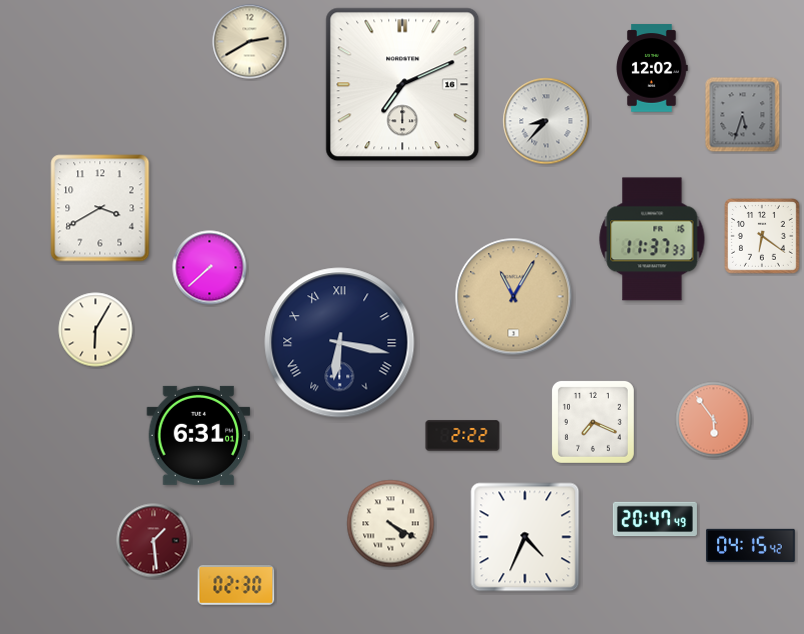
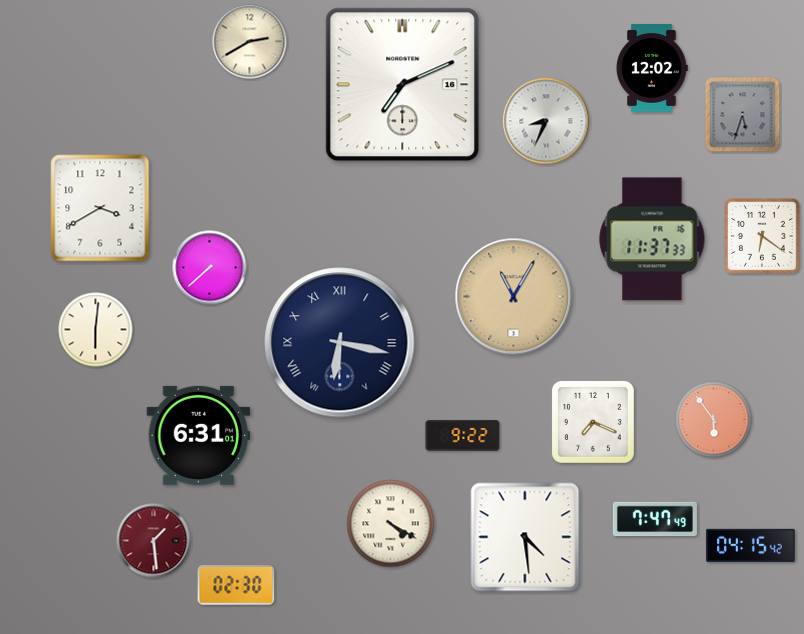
clock at (546, 121): 8:37 -> 8:34
clock at (96, 330): 6:05 -> 6:01
clock at (463, 436): 2:22 -> 9:22
clock at (655, 519): 20:47 -> 7:47
clock at (525, 537): 4:34 -> 4:29
